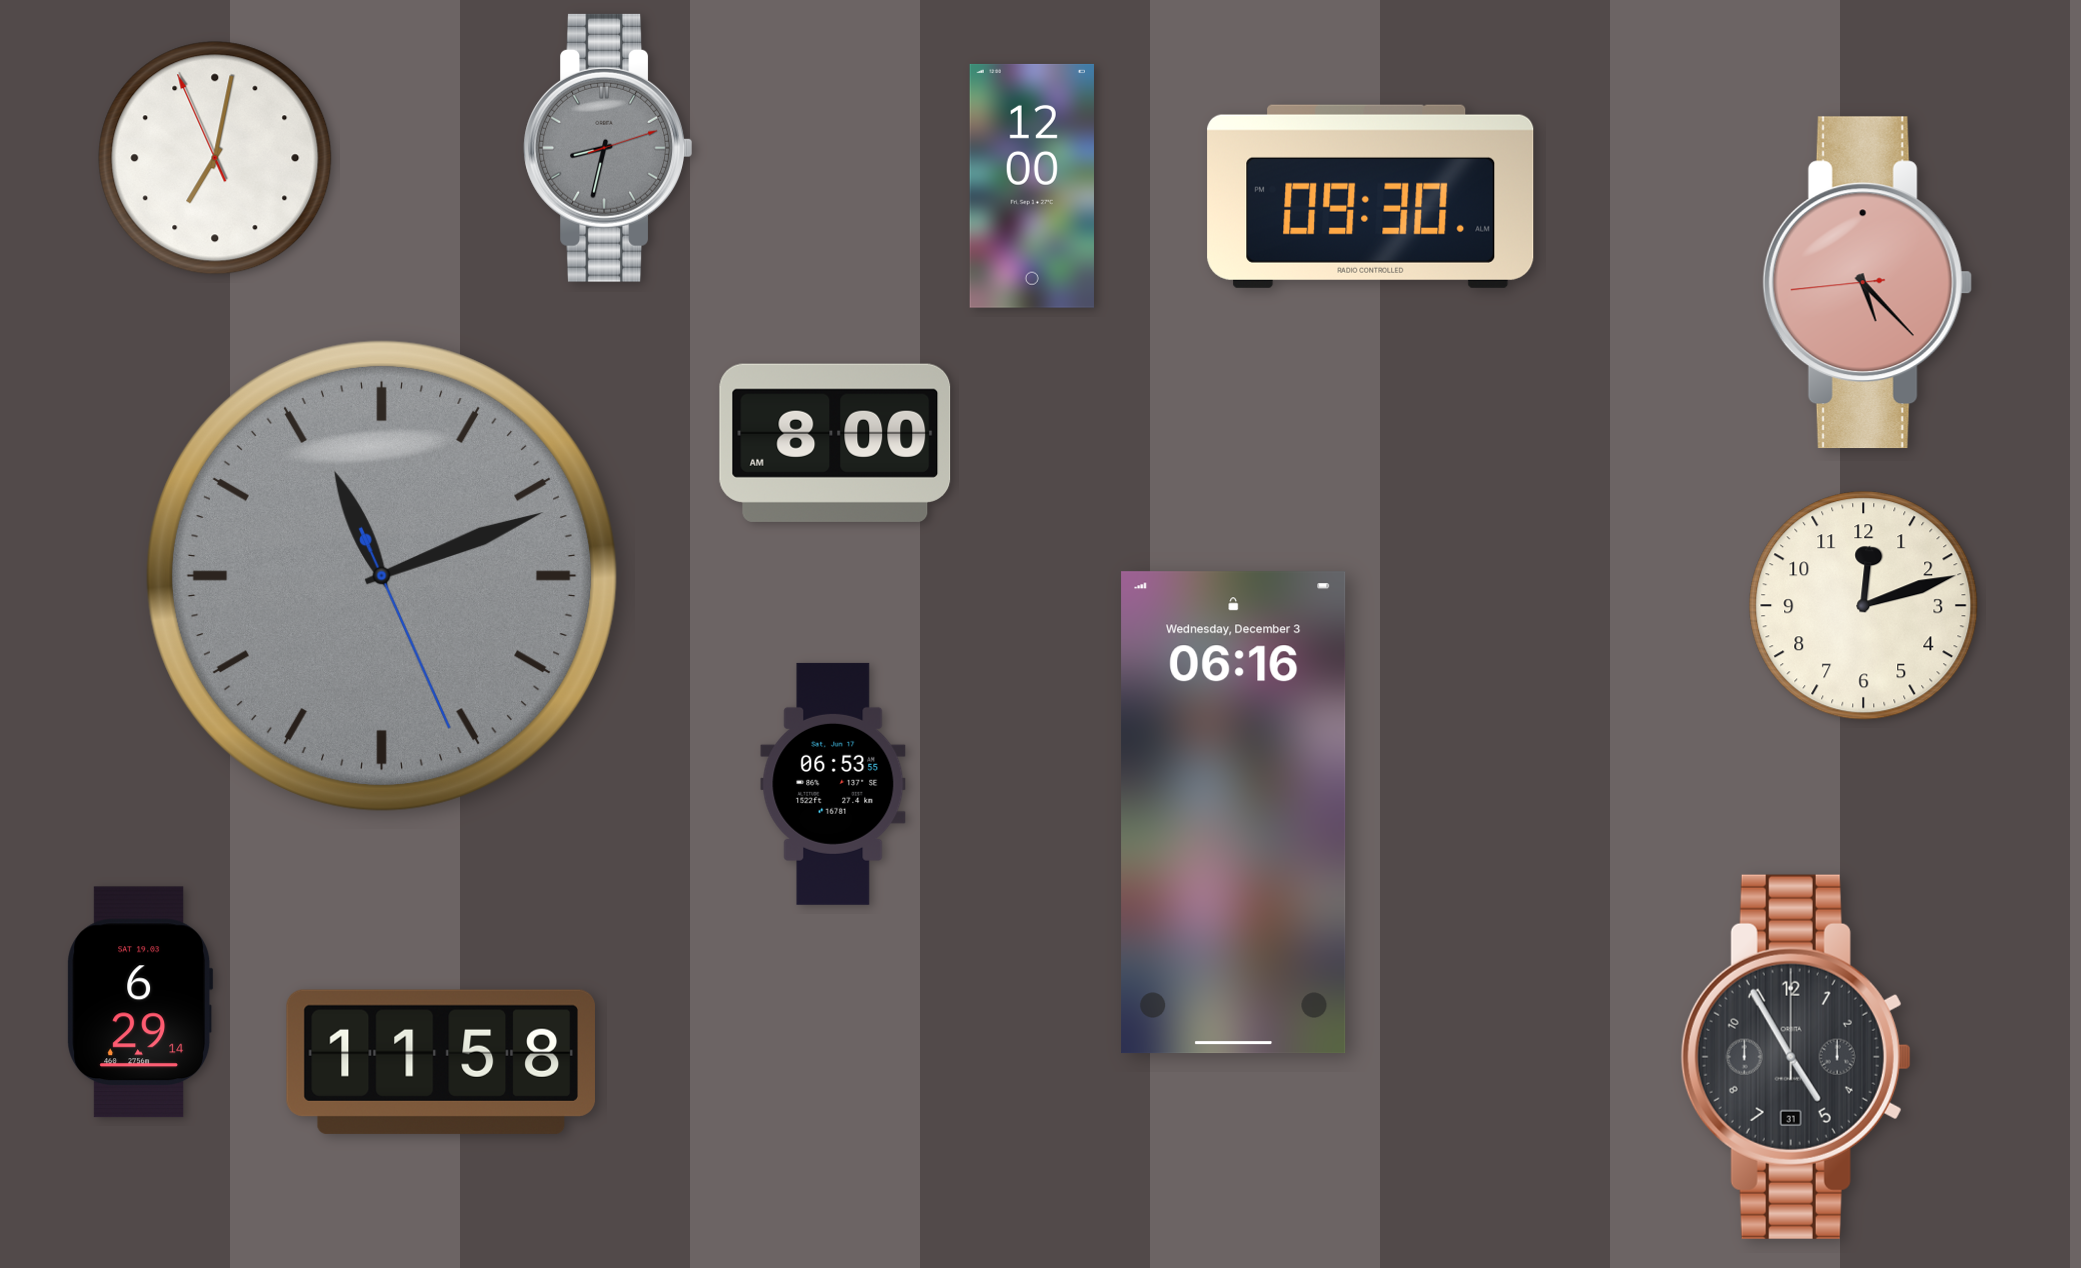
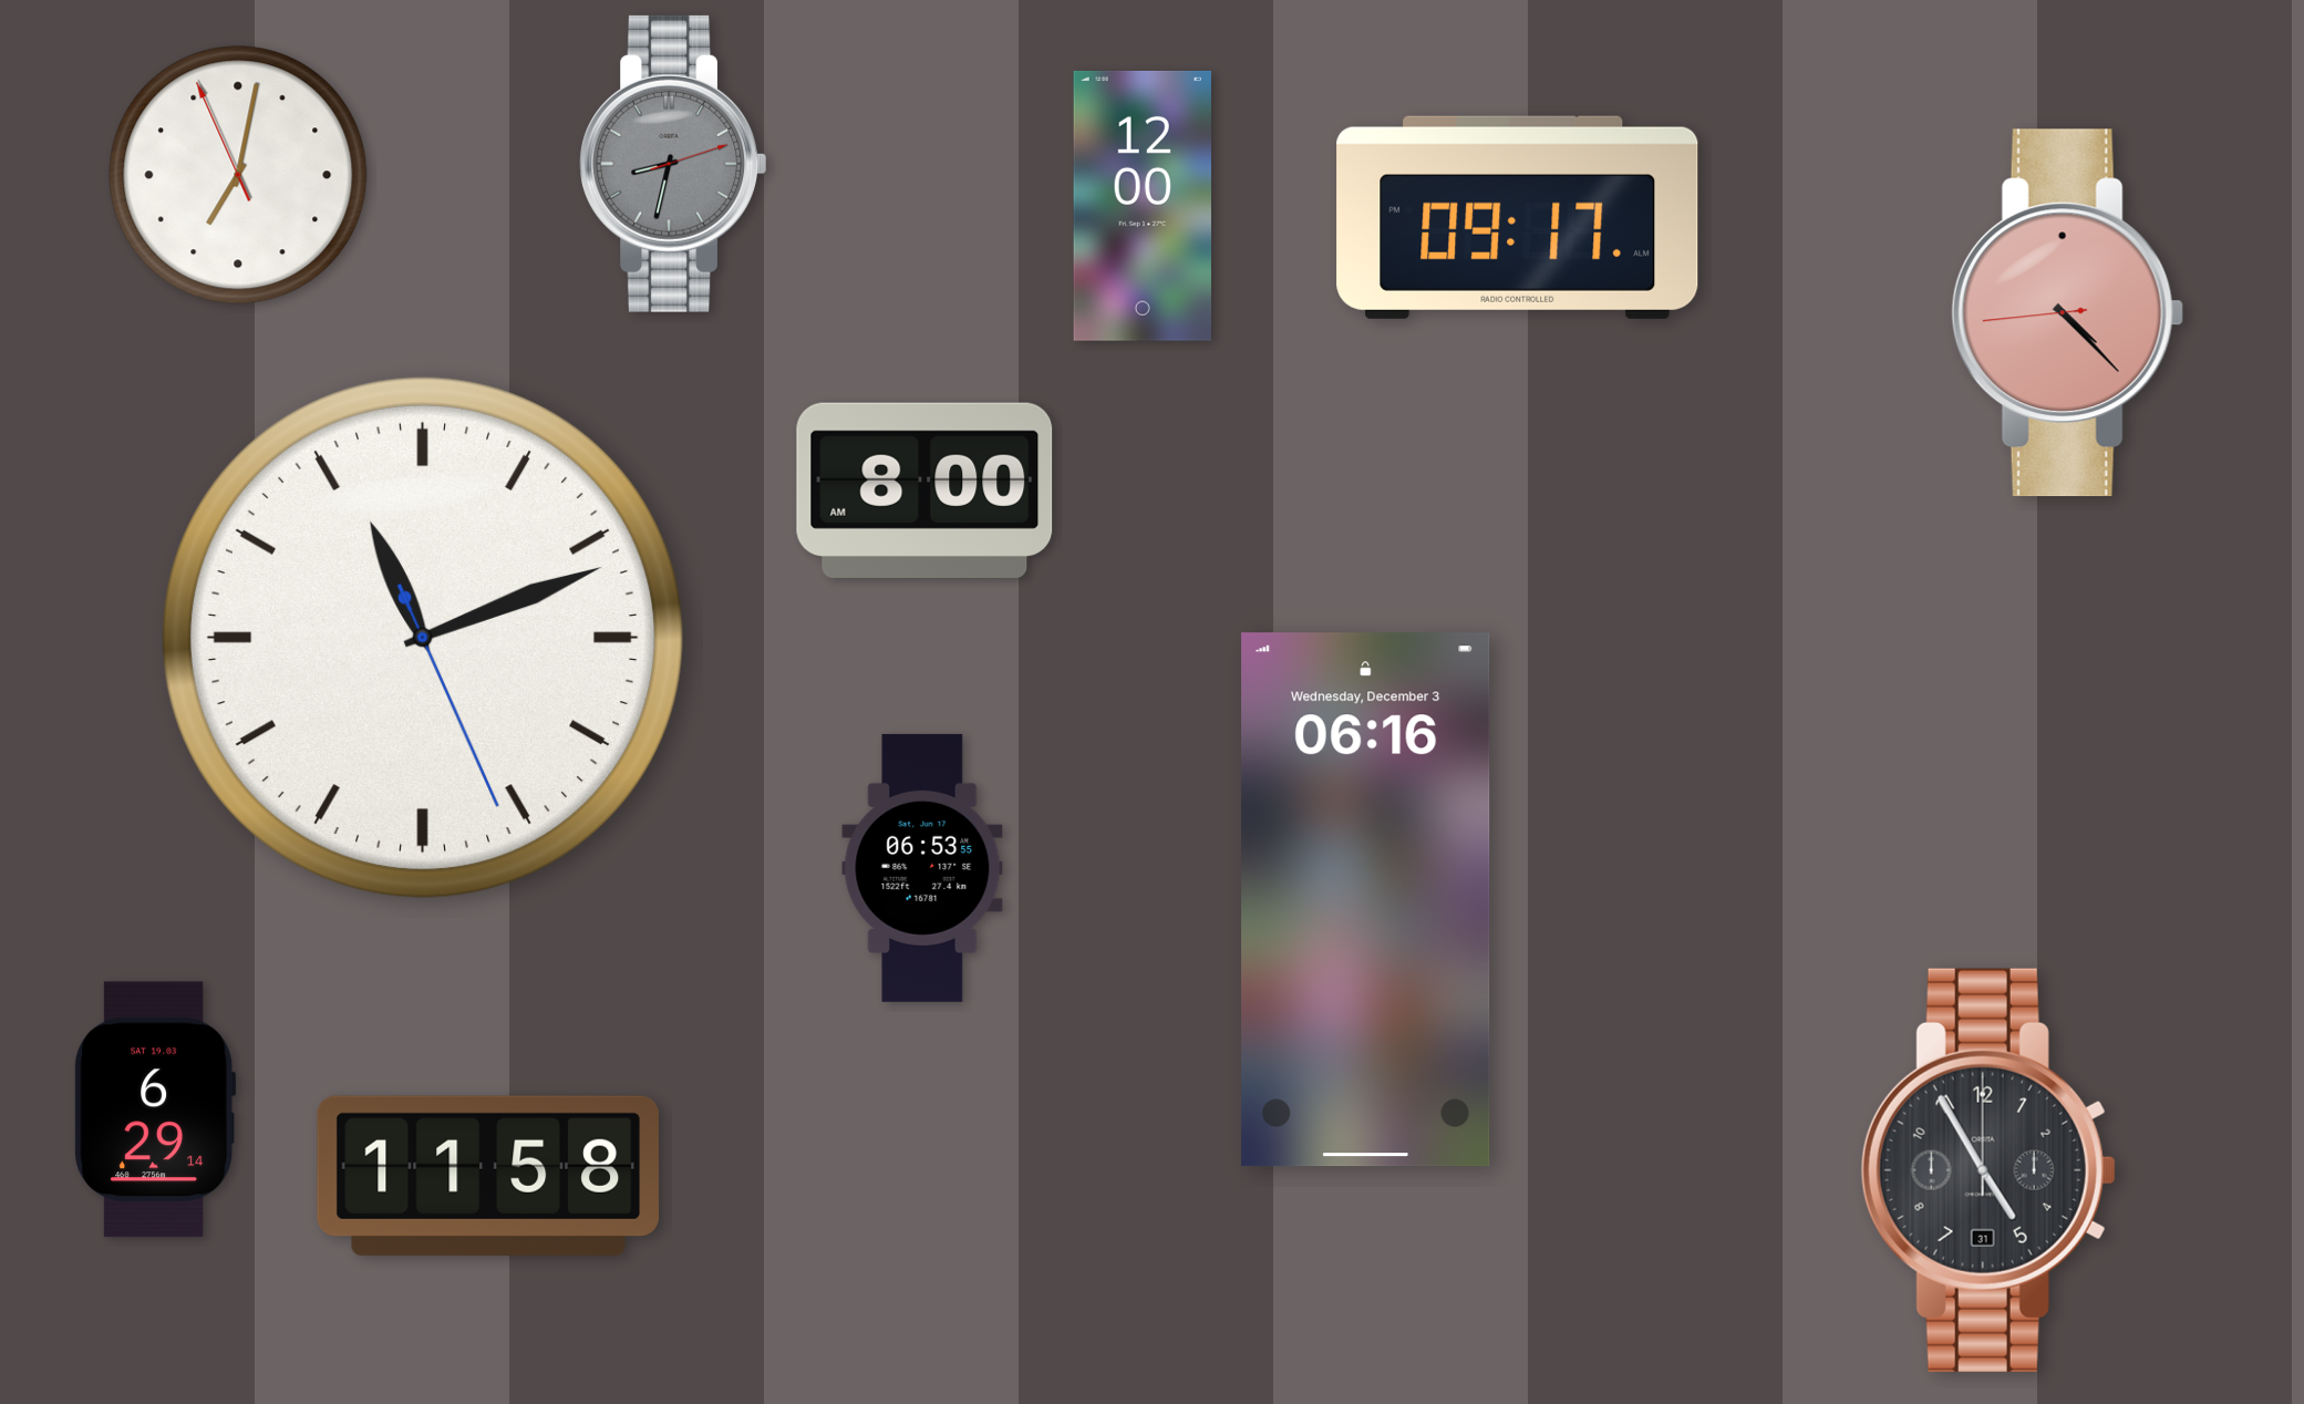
clock at (1371, 196): 09:30 -> 09:17
clock at (1867, 283): 5:22 -> 4:22
clock at (382, 576) dial: grey -> white
clock at (1864, 606): 12:12 -> none
